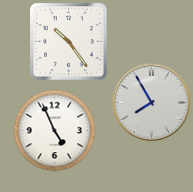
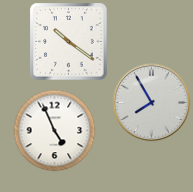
clock at (68, 41): 10:24 -> 10:21
